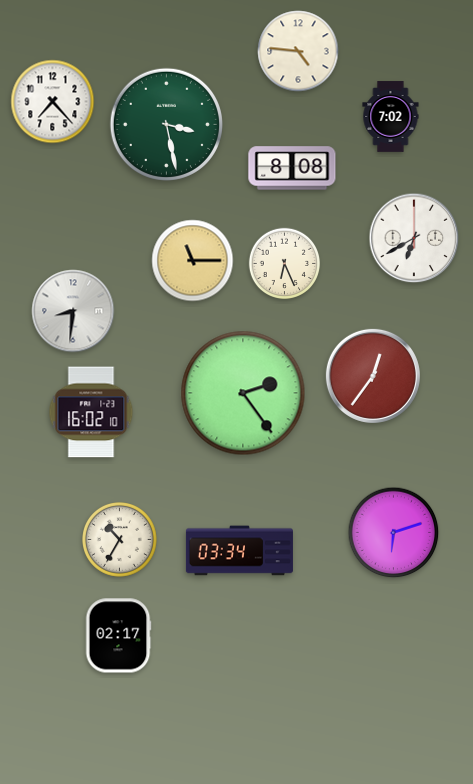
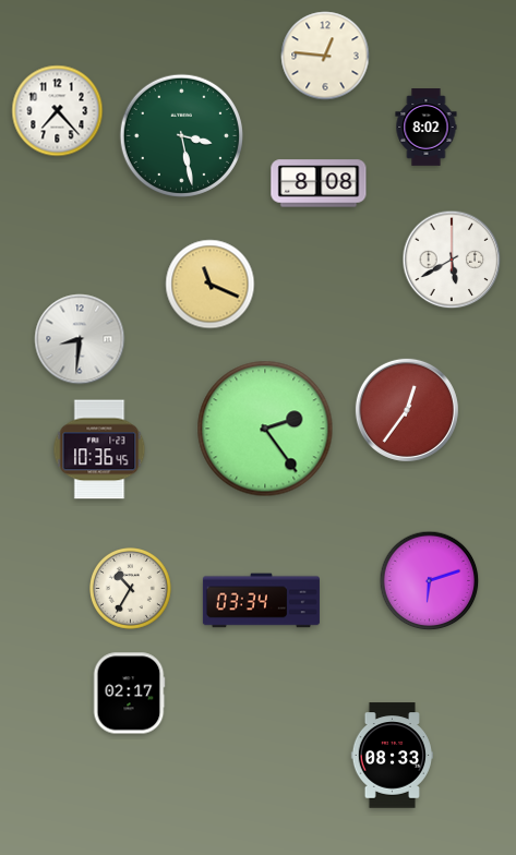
clock at (298, 51): 4:46 -> 12:46
clock at (391, 117): 7:02 -> 8:02
clock at (414, 238): 6:40 -> 5:40
clock at (193, 261): 11:15 -> 11:19
clock at (285, 264): 6:26 -> none
clock at (91, 412): 16:02 -> 10:36
clock at (393, 756): none -> 08:33
